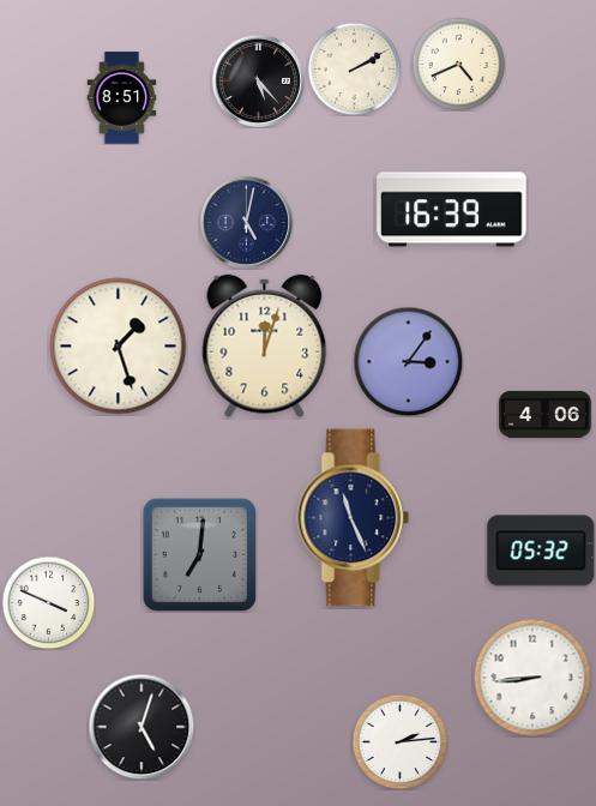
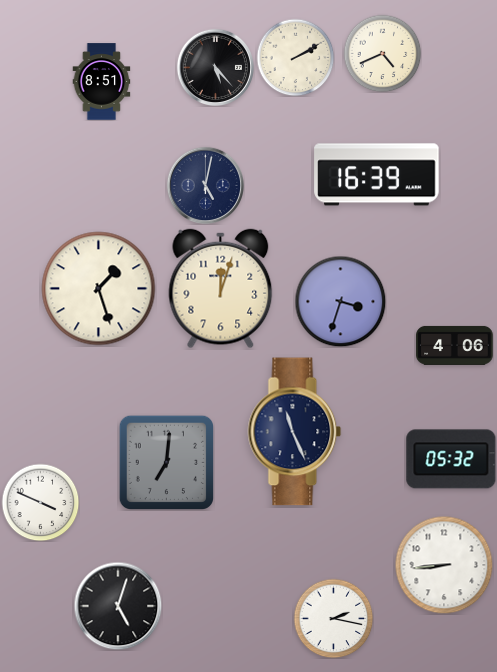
clock at (408, 361): 3:06 -> 3:33
clock at (399, 741): 2:14 -> 2:17
